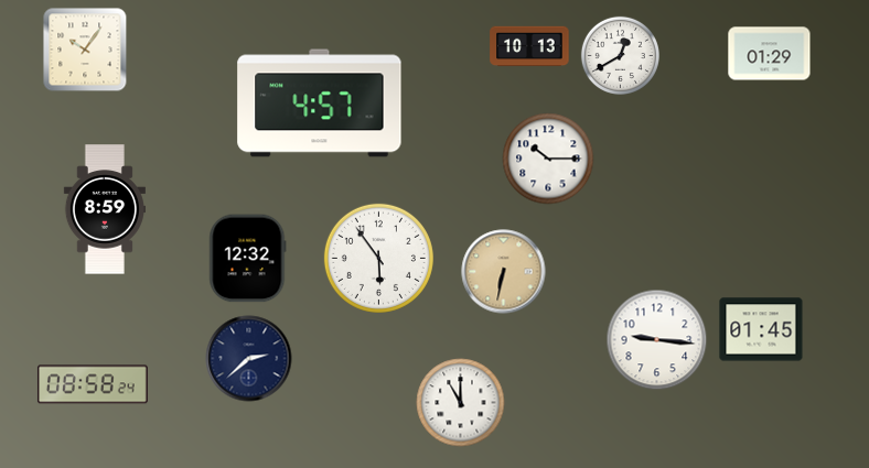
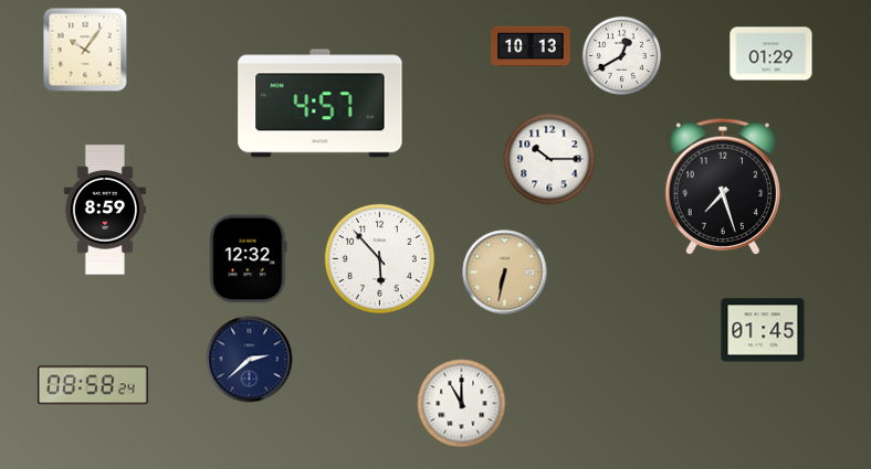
clock at (722, 186): none -> 7:27
clock at (378, 258): 5:54 -> 5:53
clock at (657, 340): 9:16 -> none
